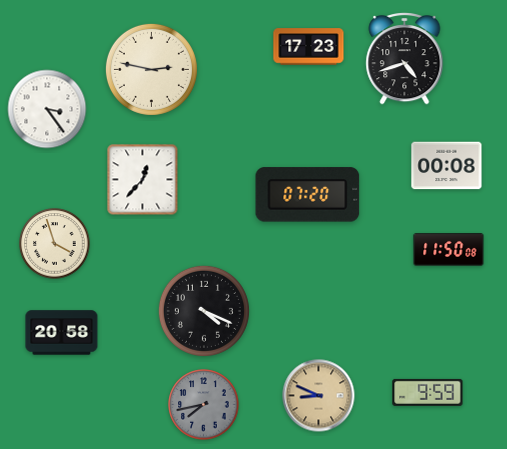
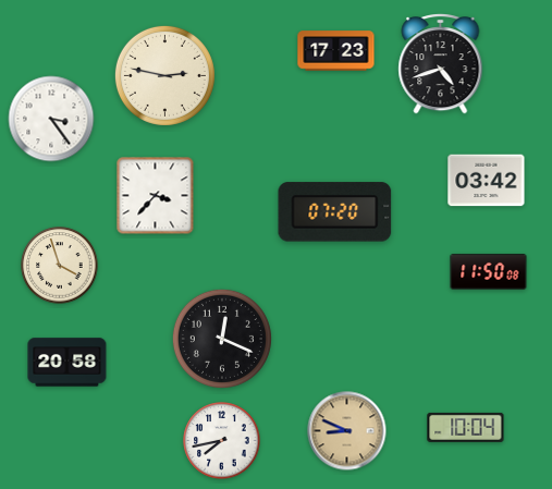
clock at (447, 166): 00:08 -> 03:42
clock at (143, 180): 12:37 -> 3:37
clock at (204, 311): 4:19 -> 12:19
clock at (428, 392): 9:59 -> 10:04
clock at (204, 405) dial: grey -> white
